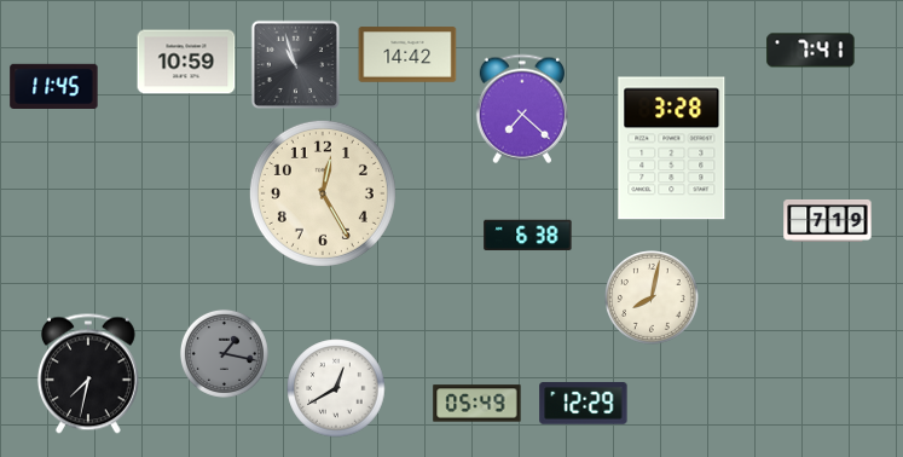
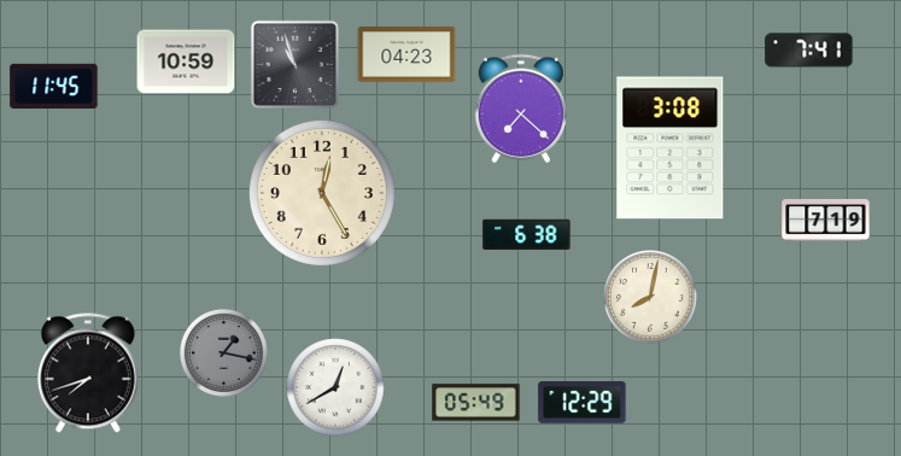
clock at (407, 54): 14:42 -> 04:23
clock at (672, 149): 3:28 -> 3:08
clock at (88, 374): 7:32 -> 7:42
